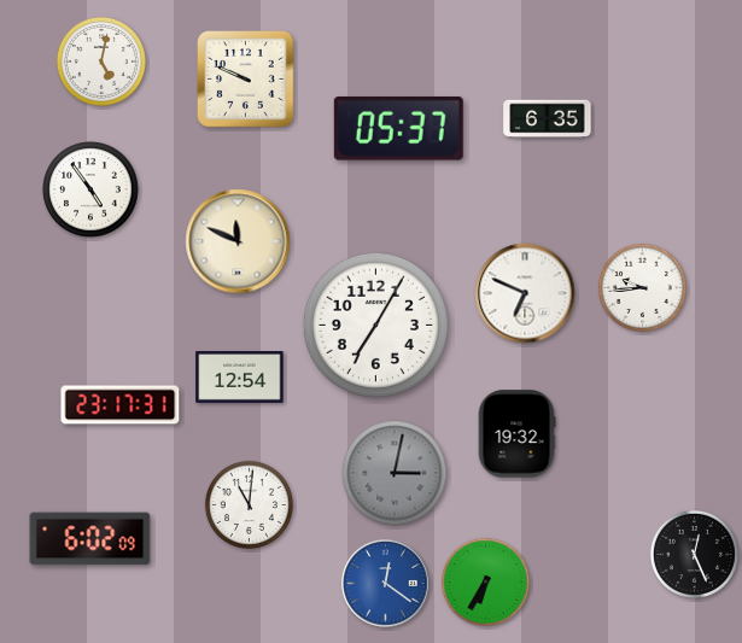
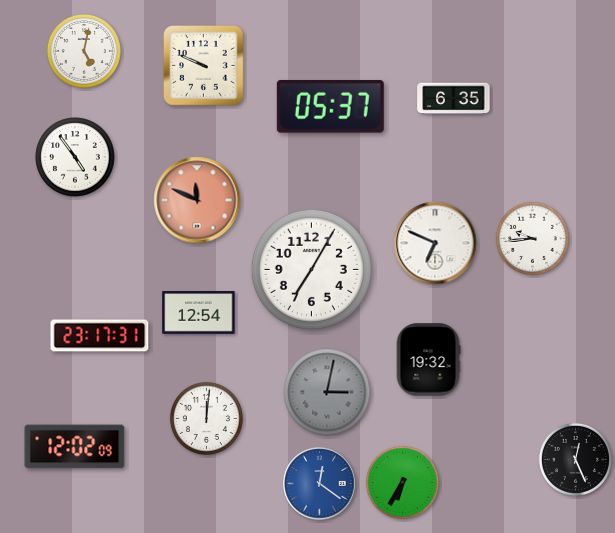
clock at (238, 241) dial: cream -> salmon
clock at (249, 504): 11:01 -> 12:01
clock at (90, 539): 6:02 -> 12:02
